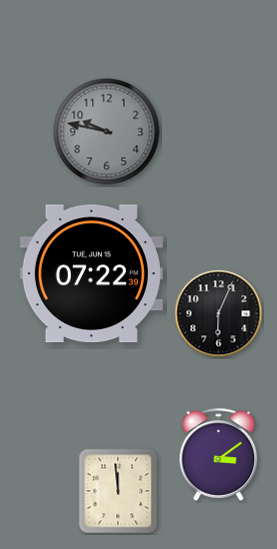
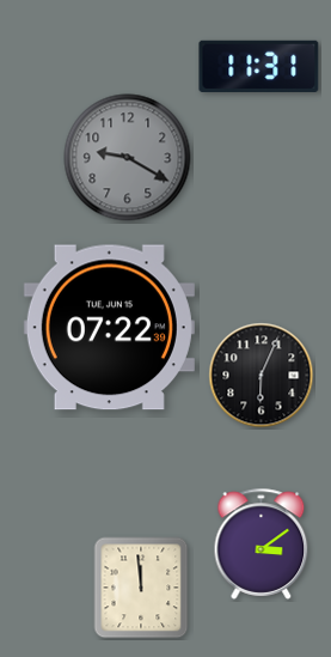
clock at (259, 66): none -> 11:31
clock at (107, 132): 9:47 -> 9:20
